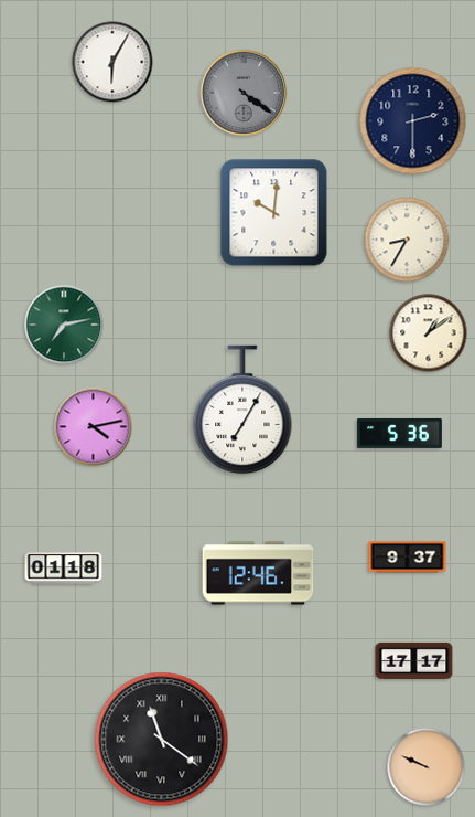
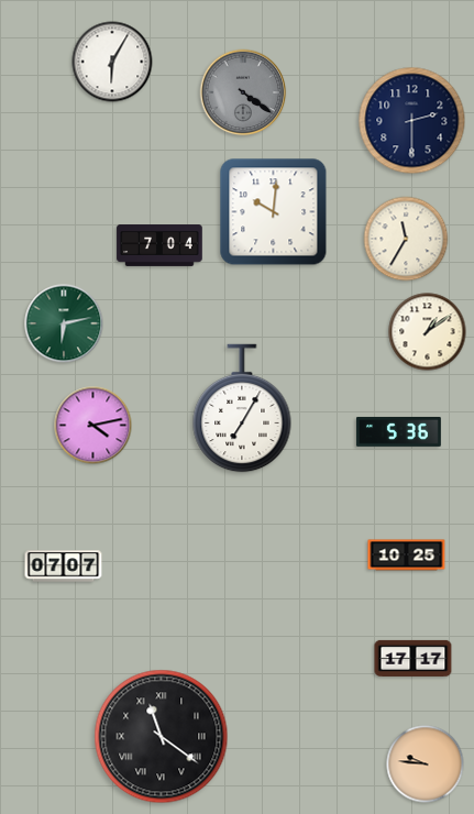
clock at (407, 240): 8:35 -> 11:35
clock at (159, 246): none -> 7:04
clock at (64, 325): 7:13 -> 6:13
clock at (408, 558): 9:37 -> 10:25
clock at (64, 569): 01:18 -> 07:07
clock at (258, 573): 12:46 -> none
clock at (427, 767): 9:49 -> 9:46
